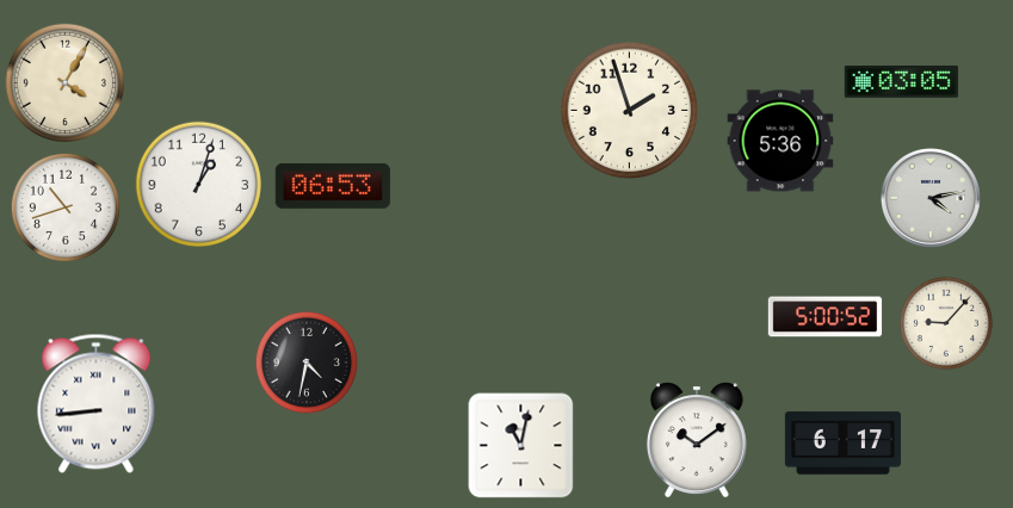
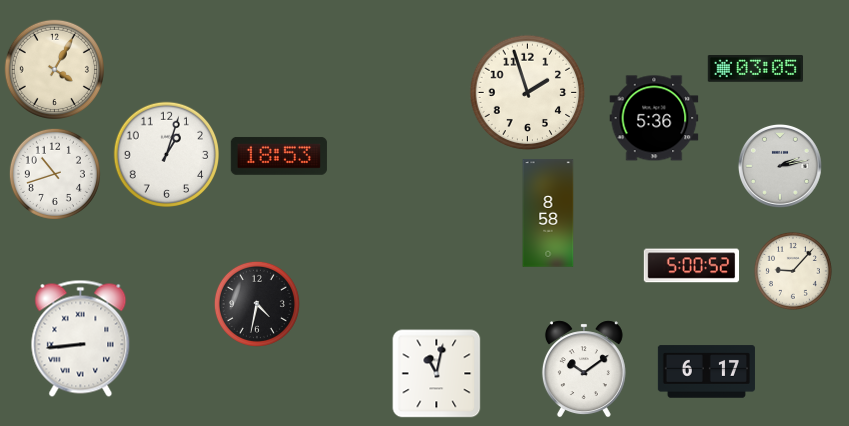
clock at (333, 186): 06:53 -> 18:53
clock at (931, 198): 4:13 -> 2:13
clock at (548, 213): none -> 8:58
